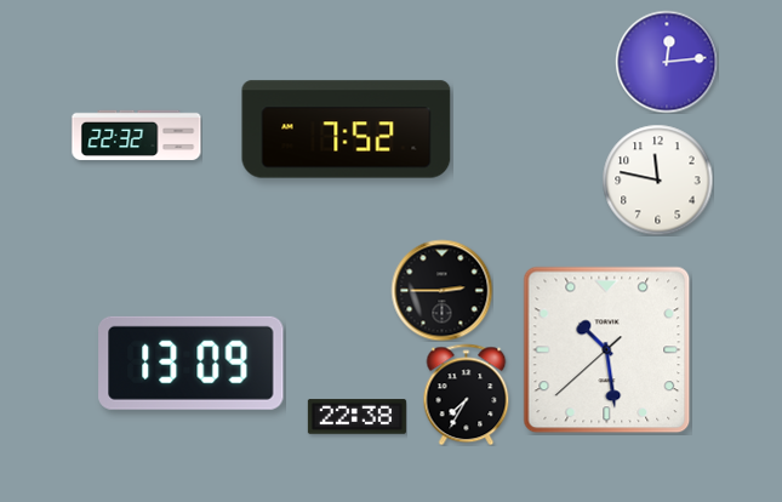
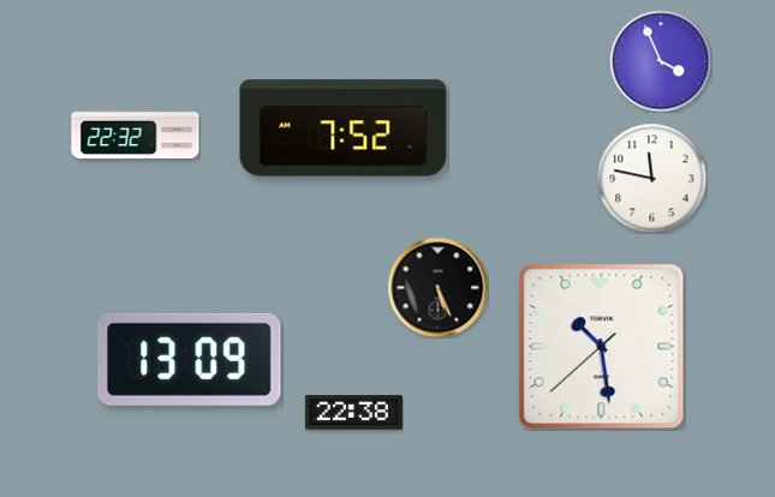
clock at (667, 62): 12:14 -> 3:56
clock at (441, 290): 2:45 -> 5:26
clock at (467, 394): 7:35 -> none
